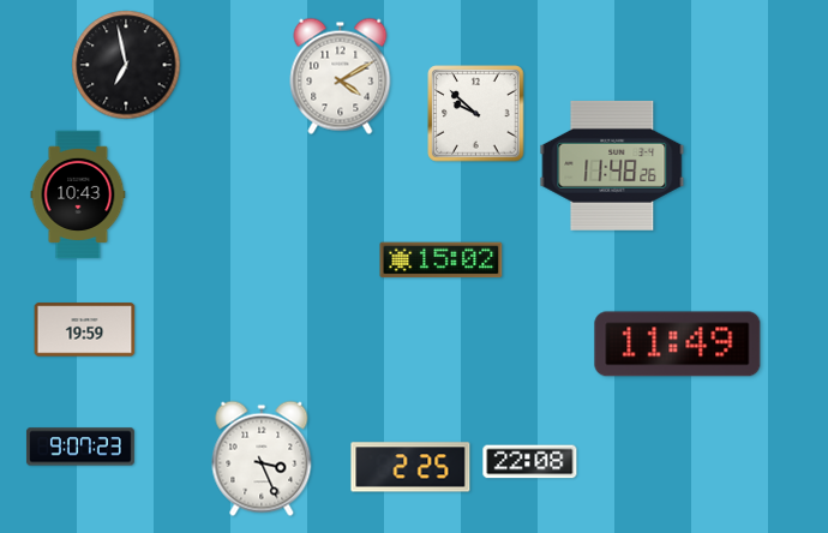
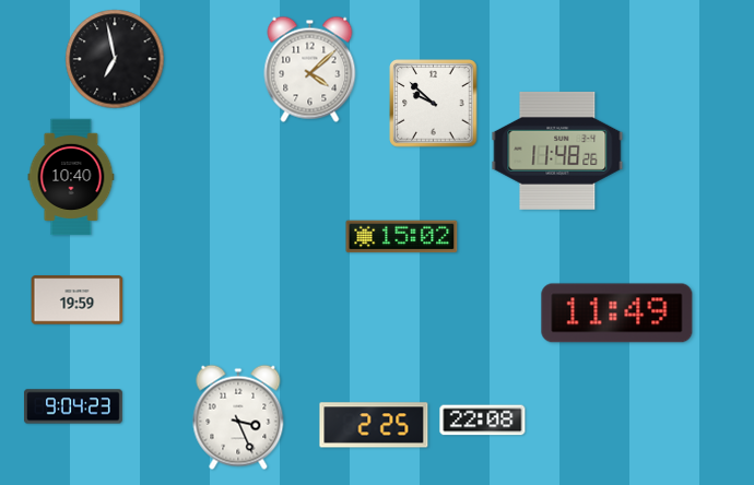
clock at (341, 76): 4:10 -> 4:08
clock at (78, 194): 10:43 -> 10:40
clock at (80, 447): 9:07 -> 9:04
